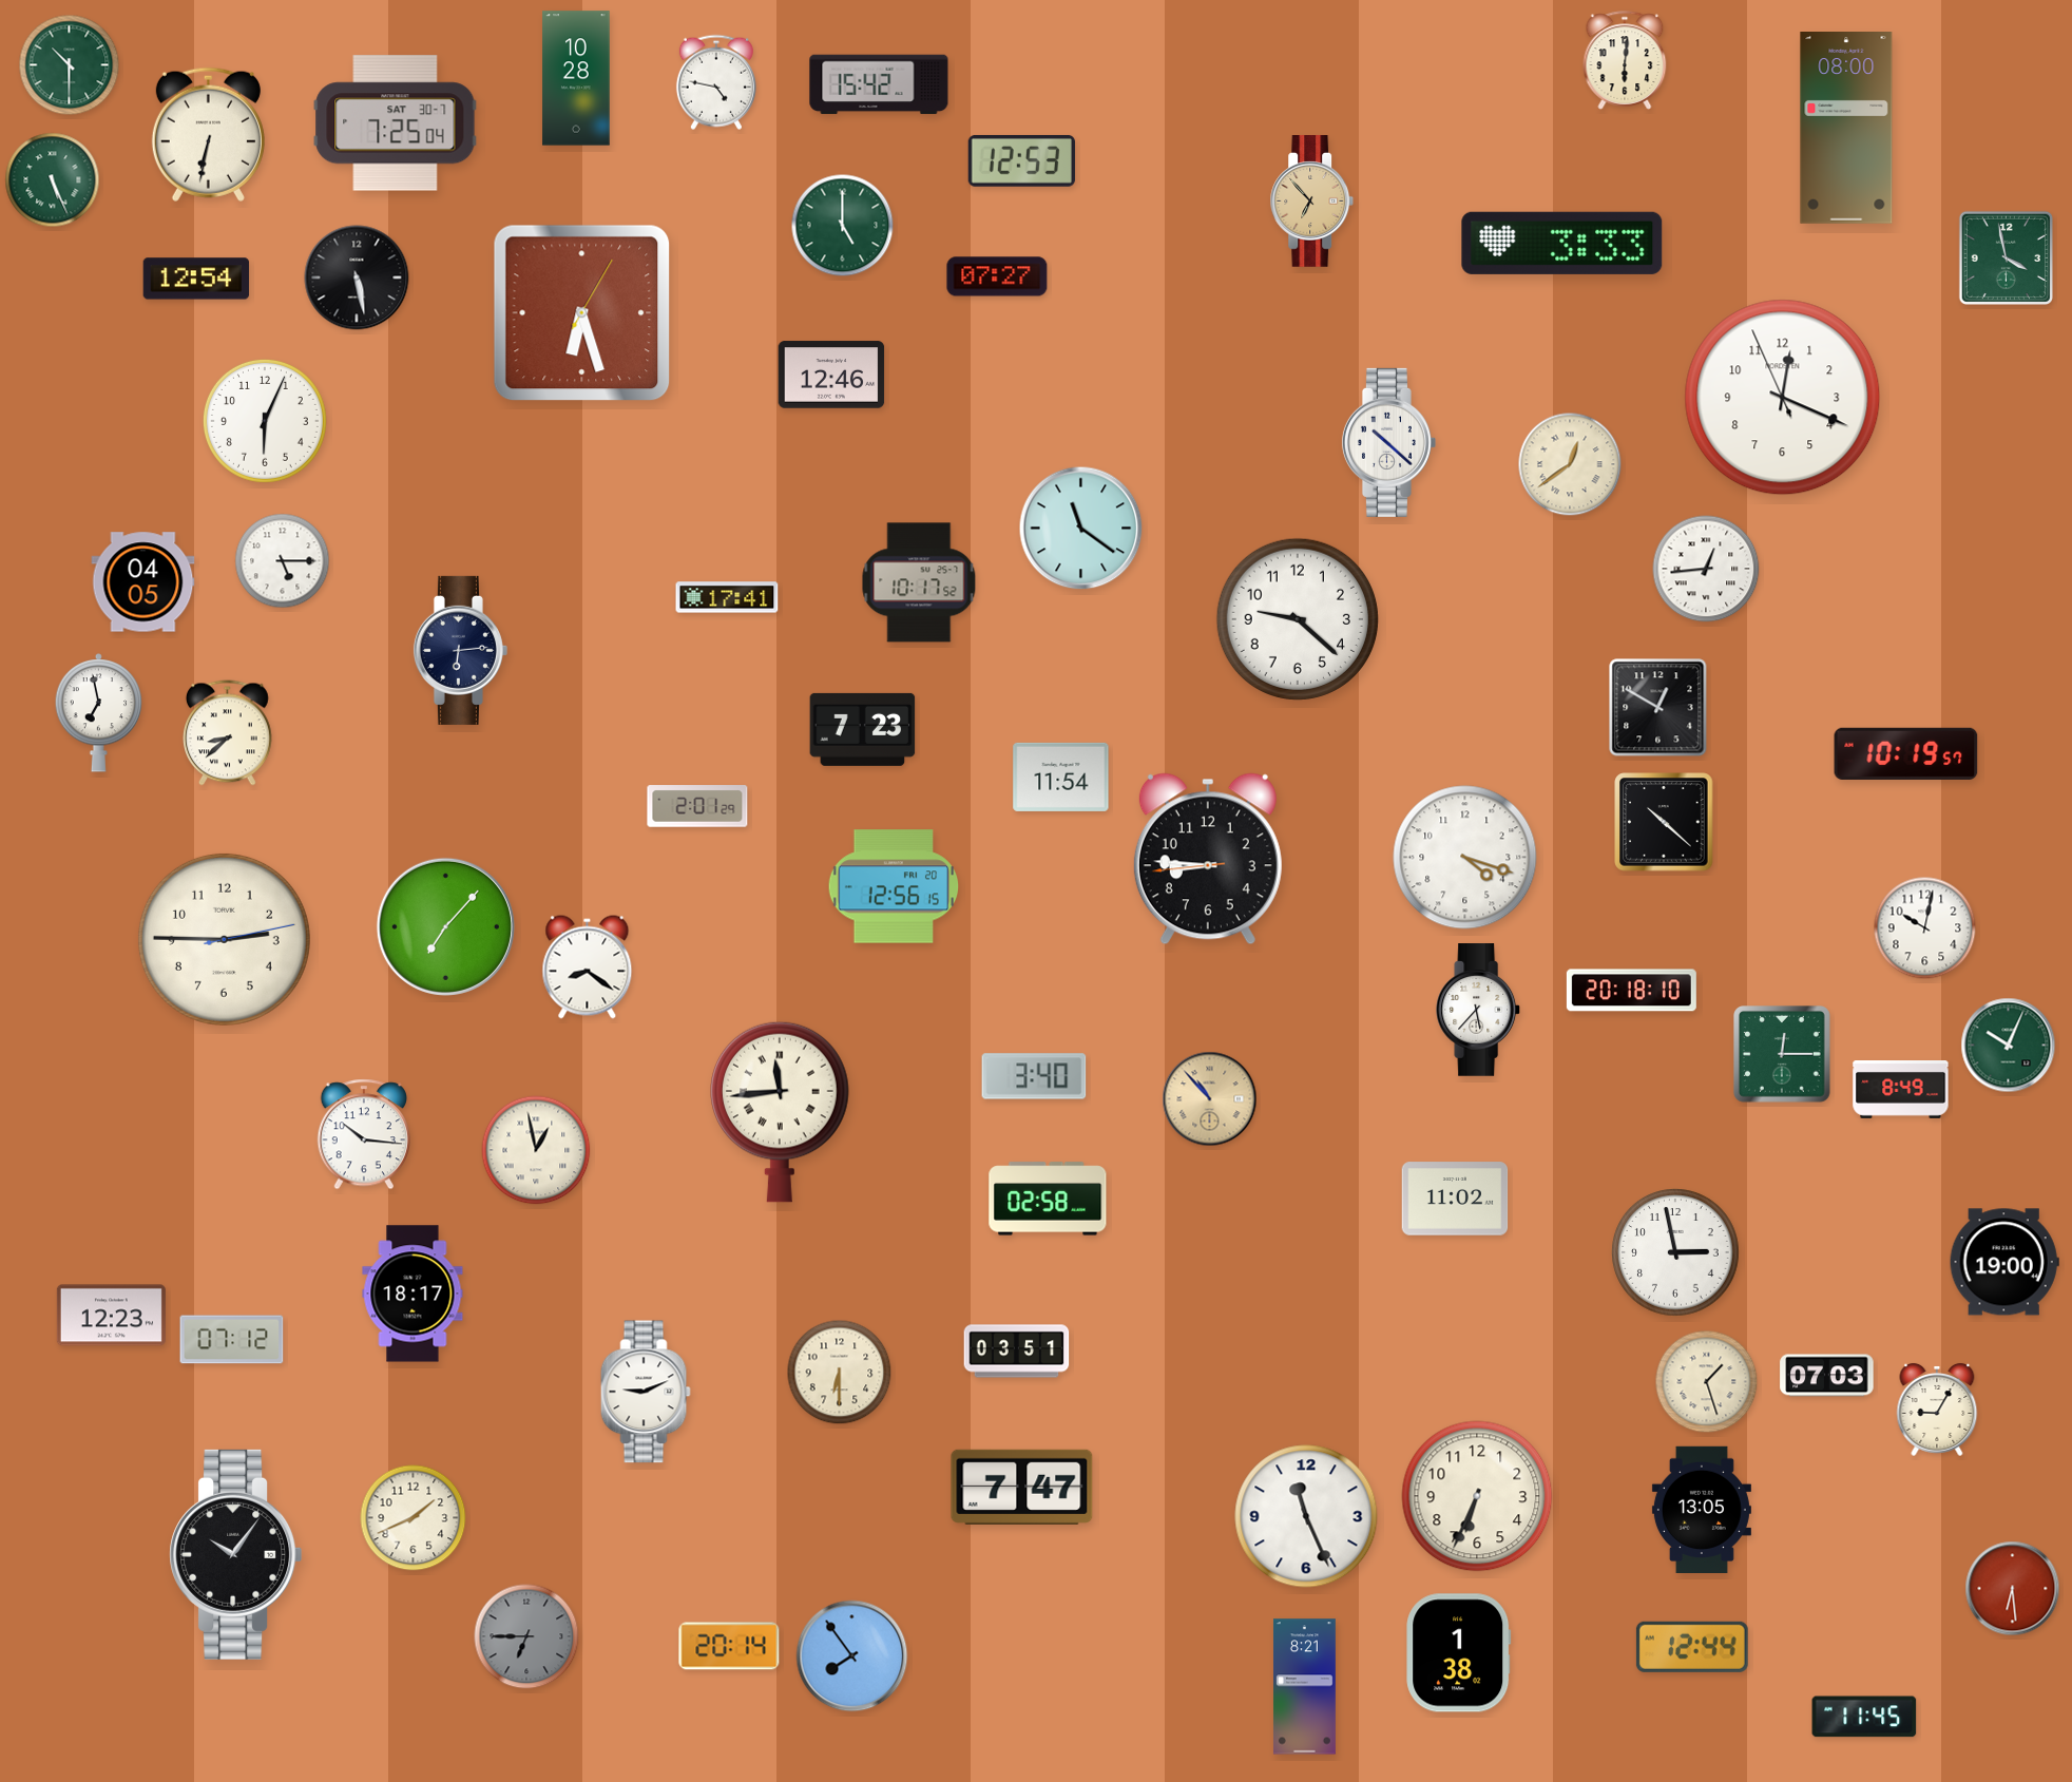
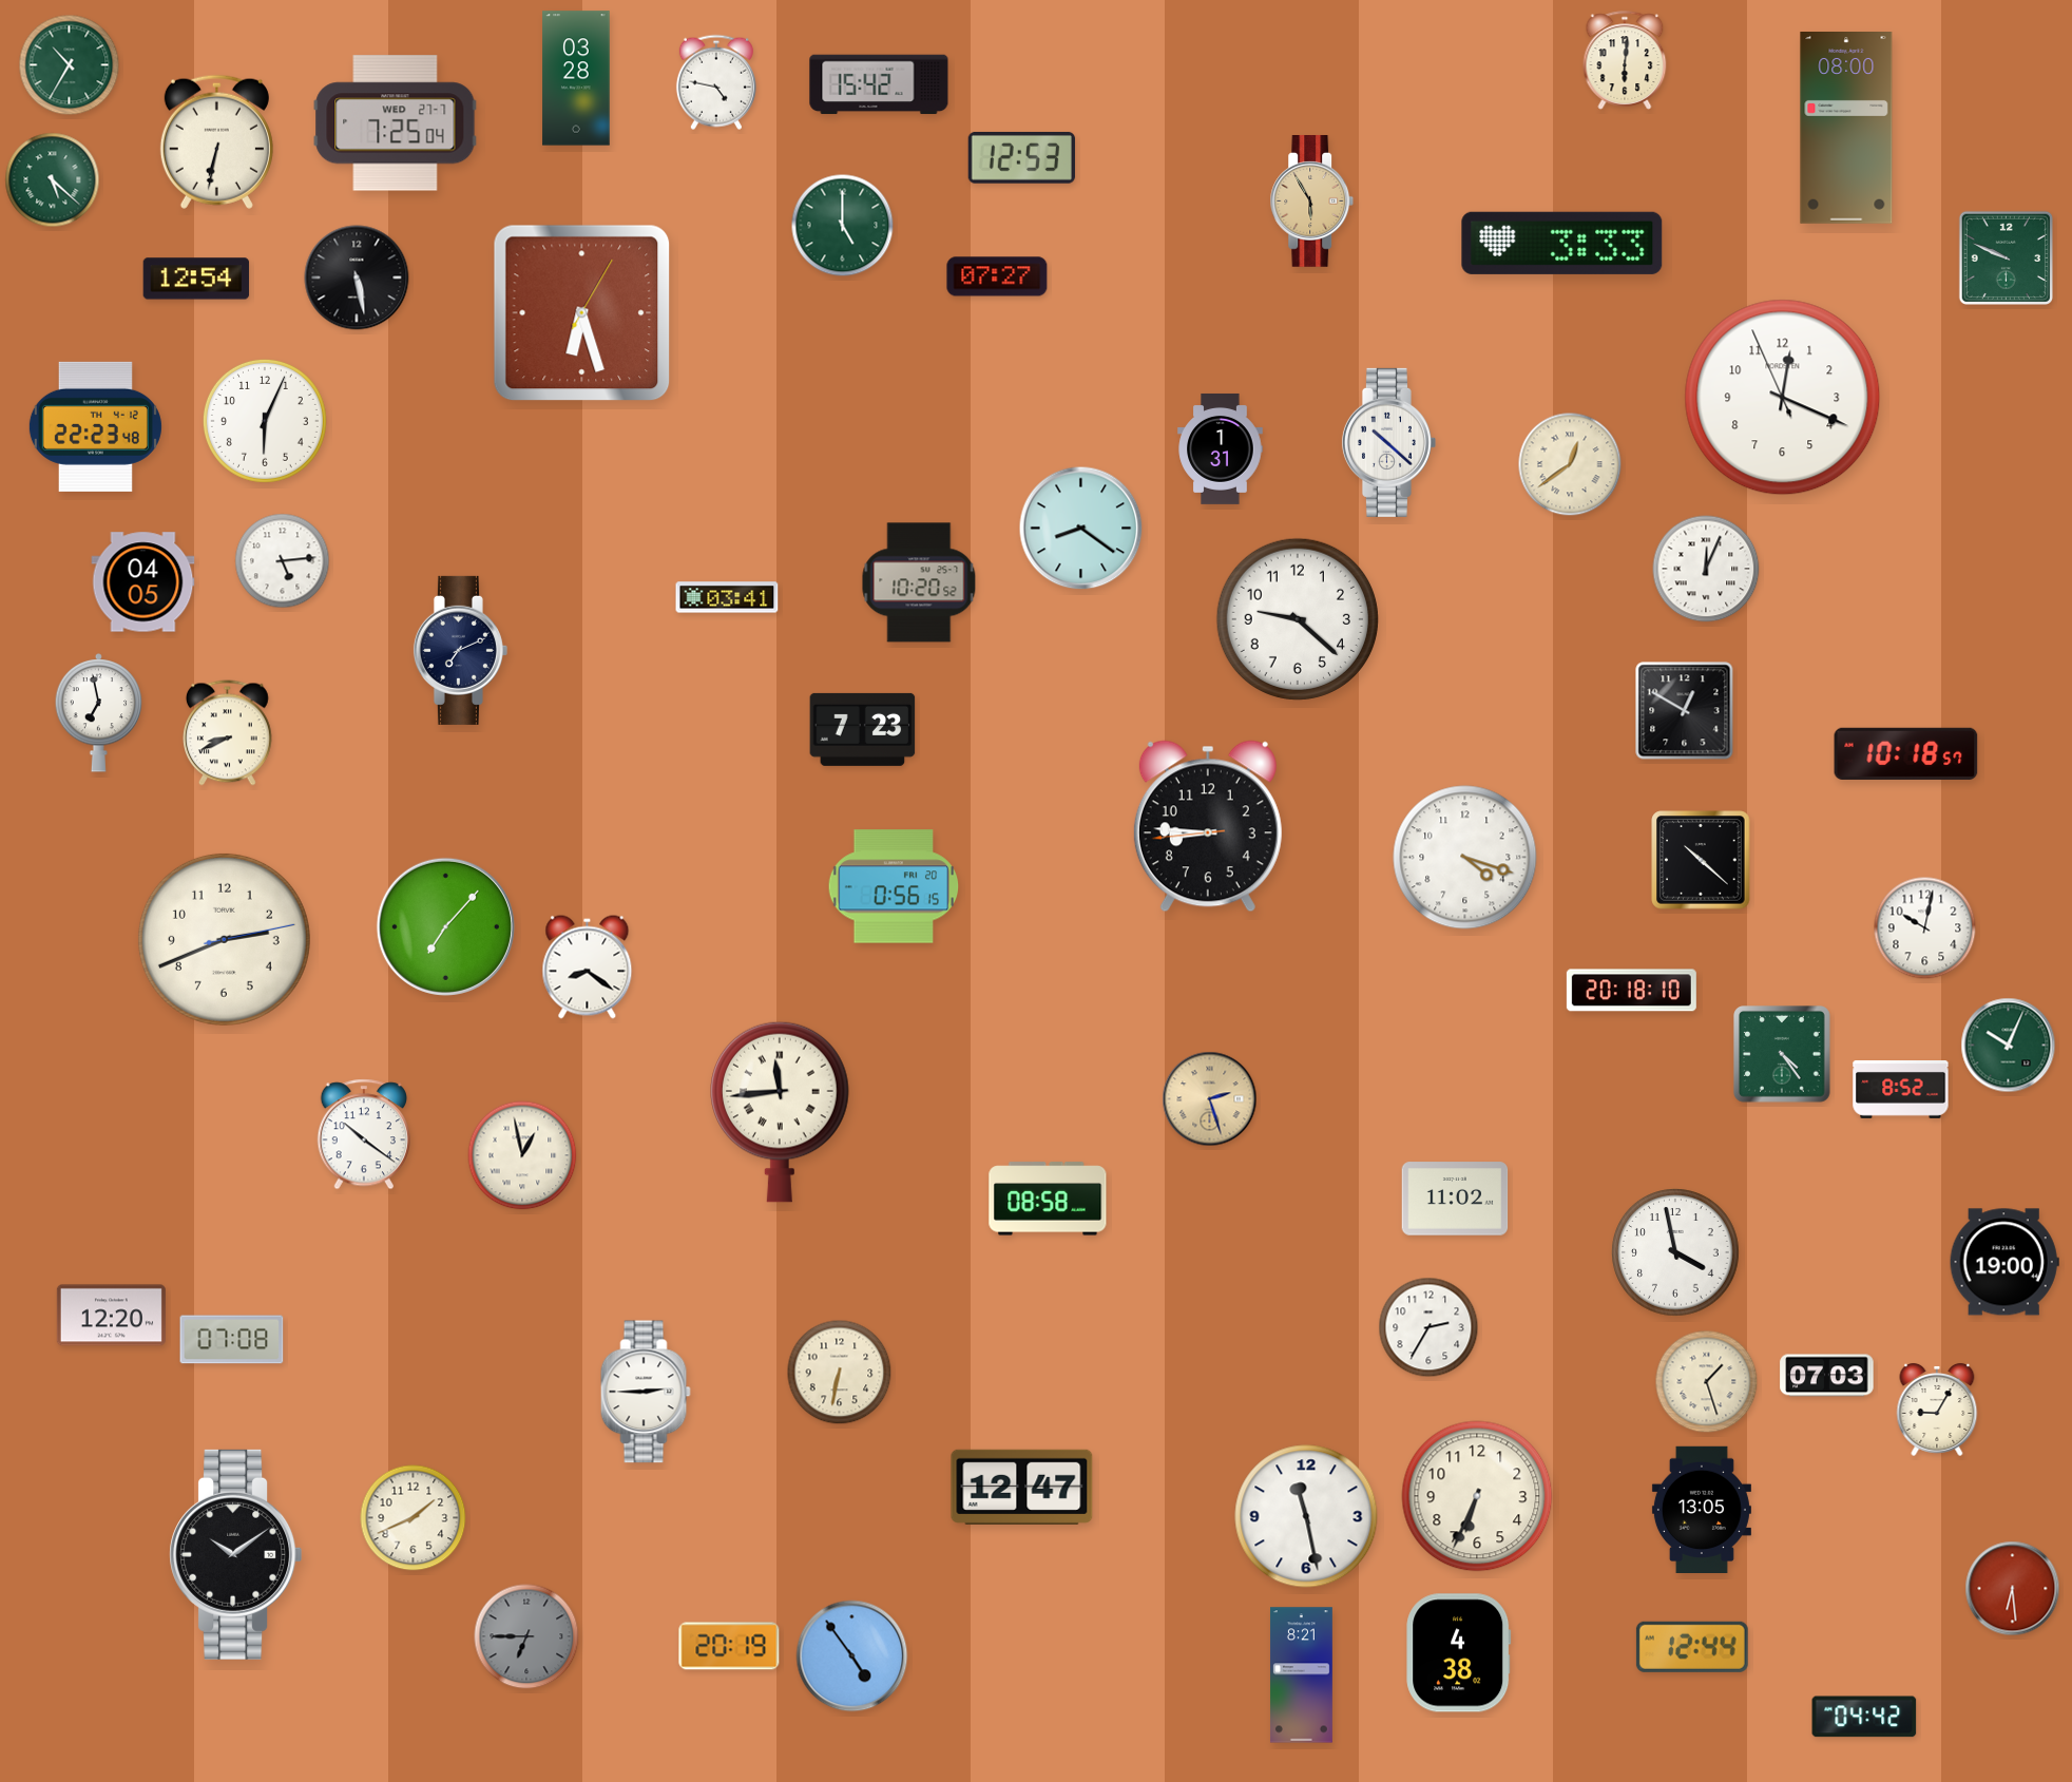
clock at (70, 65): 10:30 -> 10:35
clock at (576, 78): 10:28 -> 03:28
clock at (396, 123) date: SAT 30-7 -> WED 27-7
clock at (208, 134) position: (208, 134) -> (216, 141)
clock at (1021, 161) position: (1021, 161) -> (1021, 158)
clock at (53, 180): 5:26 -> 5:22
clock at (1312, 202): 6:53 -> 5:55
clock at (2006, 257): 3:58 -> 9:49
clock at (831, 375): 12:46 -> none
clock at (95, 426): none -> 22:23
clock at (1221, 448): none -> 1:31
clock at (1081, 529): 11:21 -> 8:21
clock at (283, 561): 5:15 -> 5:14
clock at (1706, 569): 12:44 -> 12:04
clock at (919, 582): 10:17 -> 10:20
clock at (727, 597): 17:41 -> 03:41
clock at (460, 650): 6:14 -> 7:11
clock at (1658, 708) position: (1658, 708) -> (1685, 711)
clock at (228, 733): 8:38 -> 8:41
clock at (1906, 753): 10:19 -> 10:18
clock at (1061, 777): 11:54 -> none
clock at (697, 806): 2:01 -> none
clock at (1664, 822) position: (1664, 822) -> (1701, 860)
clock at (1208, 859) position: (1208, 859) -> (1208, 826)
clock at (894, 886): 12:56 -> 0:56
clock at (224, 939): 2:45 -> 2:41
clock at (1479, 1010): 5:37 -> none
clock at (1783, 1055): 12:15 -> 4:24
clock at (1034, 1076): 3:40 -> none
clock at (1901, 1090): 8:49 -> 8:52
clock at (1210, 1099): 10:53 -> 2:27
clock at (363, 1134): 10:16 -> 10:21
clock at (536, 1150) position: (536, 1150) -> (522, 1155)
clock at (1048, 1199): 02:58 -> 08:58
clock at (1676, 1253): 2:58 -> 3:58
clock at (413, 1294): 18:17 -> none
clock at (111, 1316): 12:23 -> 12:20
clock at (1428, 1327): none -> 2:35
clock at (232, 1340): 07:12 -> 07:08
clock at (1017, 1352): 03:51 -> none
clock at (840, 1373): 6:30 -> 6:32
clock at (646, 1392): 9:11 -> 2:45
clock at (1022, 1487): 7:47 -> 12:47
clock at (1306, 1516): 11:26 -> 11:28
clock at (236, 1554): 10:06 -> 10:09
clock at (729, 1646): 20:14 -> 20:19
clock at (1459, 1653): 1:38 -> 4:38
clock at (852, 1656): 7:54 -> 4:54
clock at (1304, 1687) position: (1304, 1687) -> (1301, 1675)
clock at (1864, 1717): 11:45 -> 04:42
